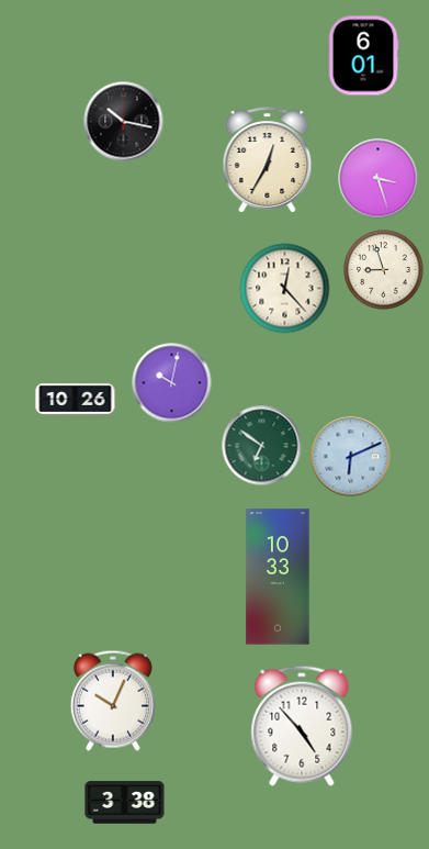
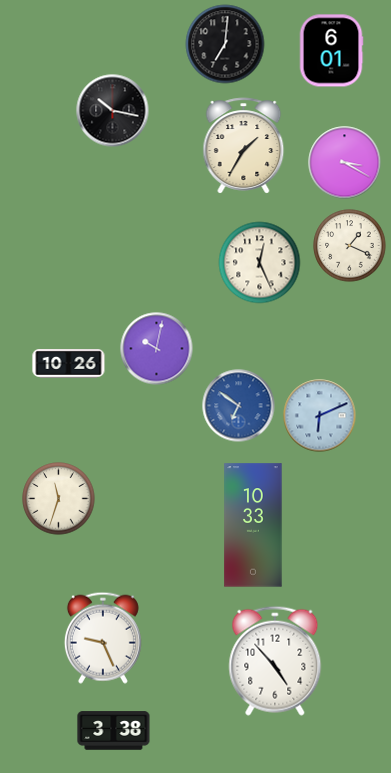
clock at (225, 44): none -> 7:01
clock at (268, 160): 12:35 -> 1:35
clock at (379, 179): 3:27 -> 3:20
clock at (384, 270): 8:57 -> 1:19
clock at (285, 289): 12:23 -> 12:26
clock at (262, 446) dial: green -> blue
clock at (59, 499): none -> 11:33
clock at (113, 701): 10:04 -> 9:26
